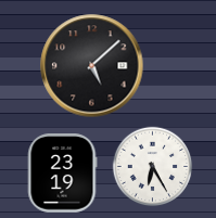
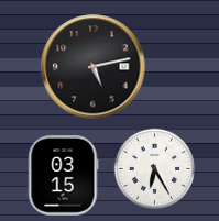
clock at (92, 66): 5:08 -> 5:13
clock at (62, 174): 23:19 -> 03:15
